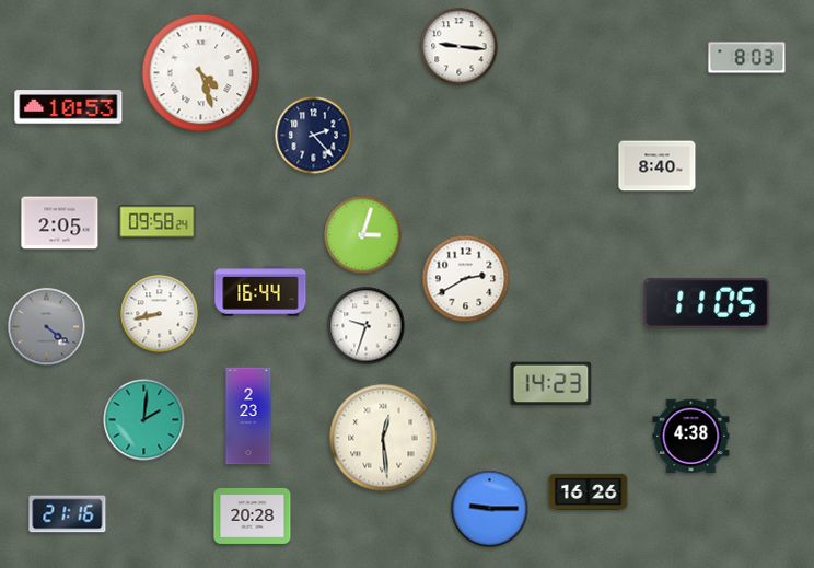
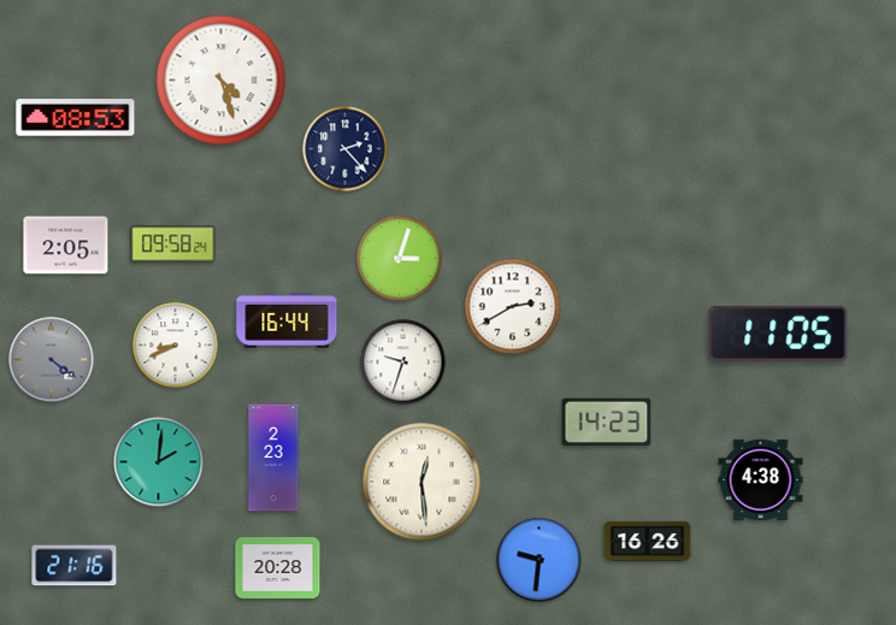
clock at (460, 47): 9:16 -> none
clock at (747, 58): 8:03 -> none
clock at (69, 107): 10:53 -> 08:53
clock at (658, 166): 8:40 -> none
clock at (160, 314): 8:43 -> 8:41
clock at (367, 326) position: (367, 326) -> (403, 362)
clock at (490, 509): 9:15 -> 9:31
